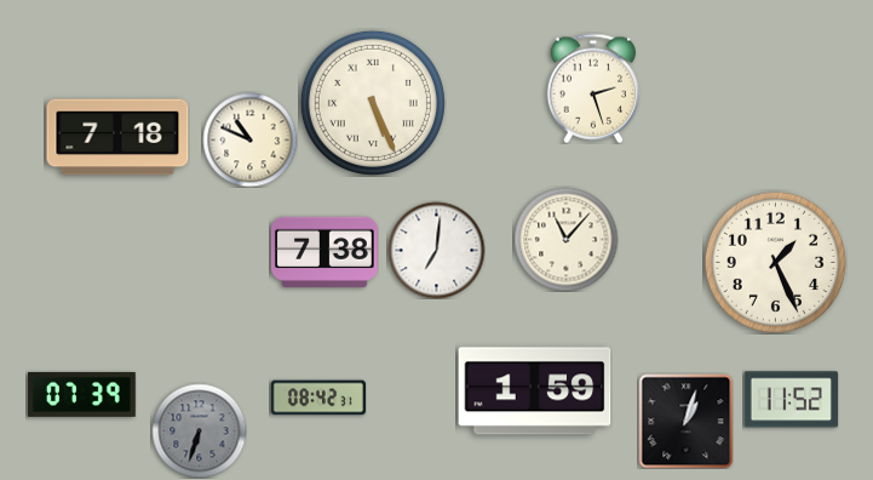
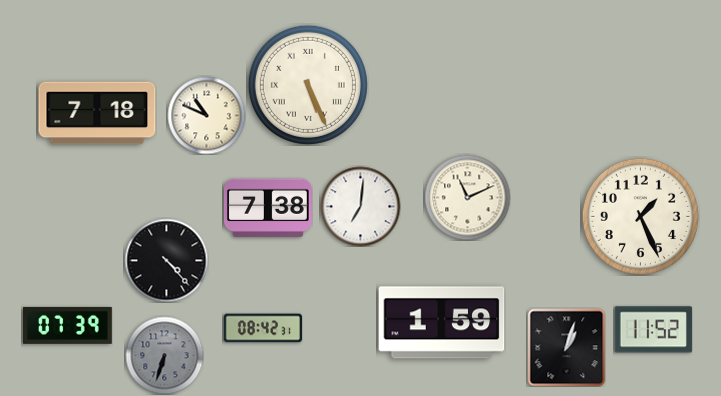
clock at (592, 88): 2:27 -> none
clock at (565, 239): 11:07 -> 11:11
clock at (166, 260): none -> 4:23
